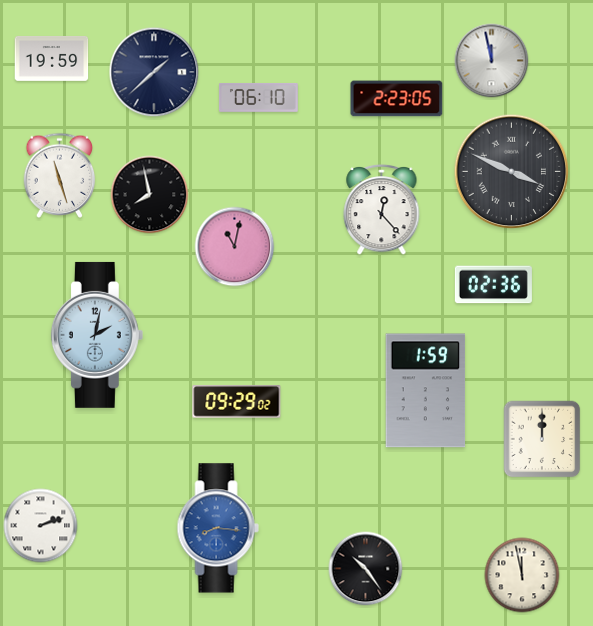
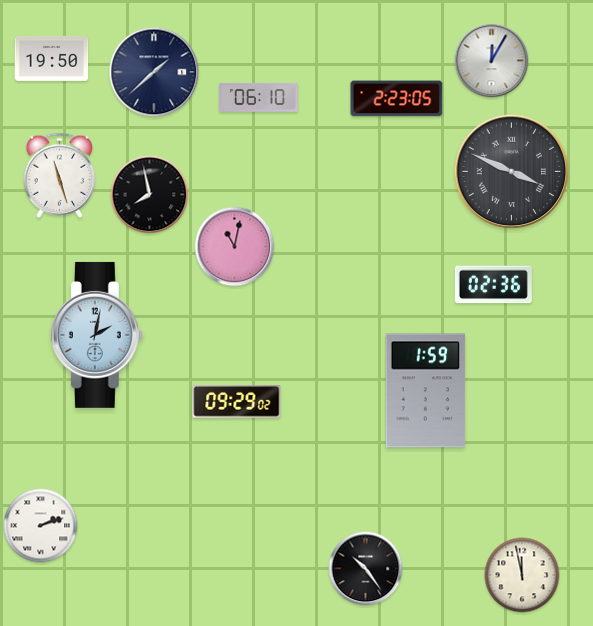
clock at (52, 59): 19:59 -> 19:50
clock at (492, 61): 11:58 -> 12:05
clock at (382, 209): 12:23 -> none
clock at (542, 439): 12:00 -> none
clock at (218, 528): 8:16 -> none
